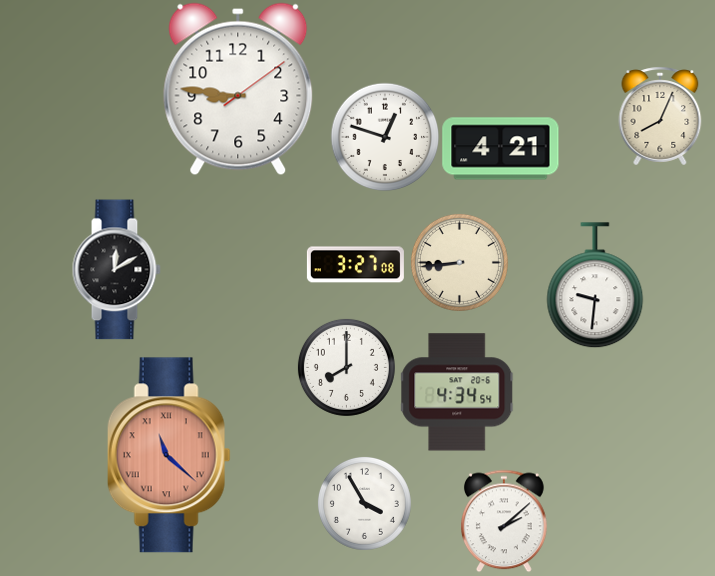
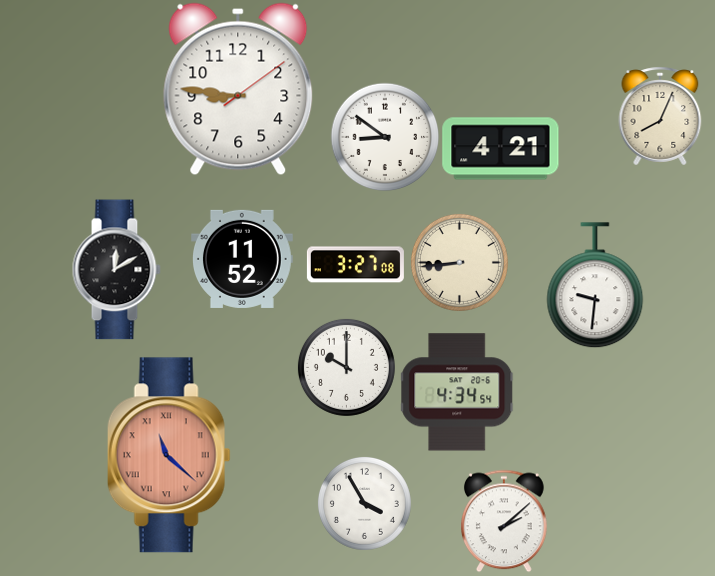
clock at (385, 137): 12:48 -> 8:51
clock at (243, 259): none -> 11:52
clock at (346, 367): 8:00 -> 10:00
